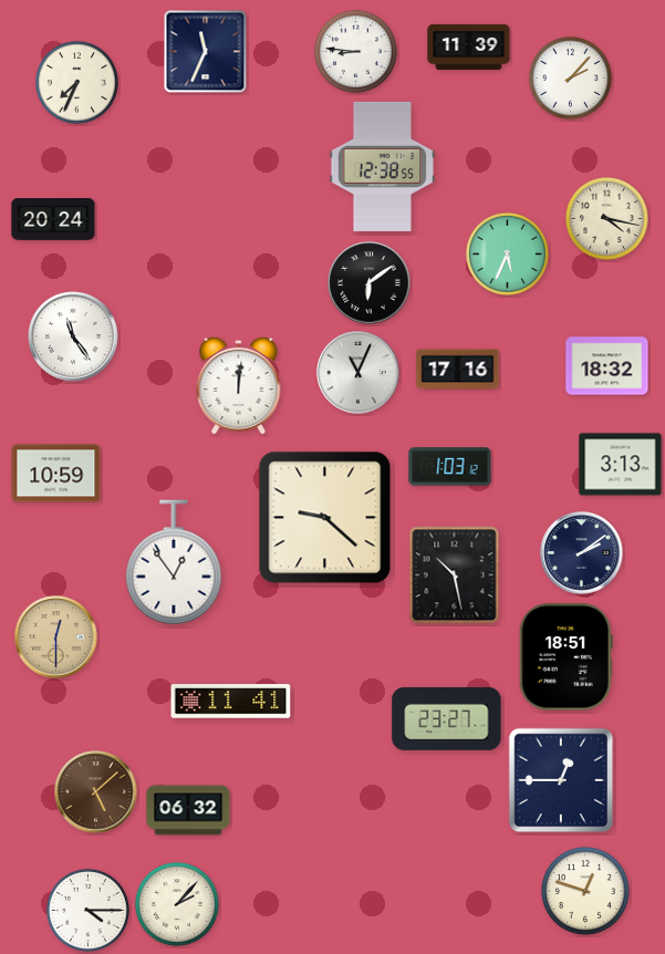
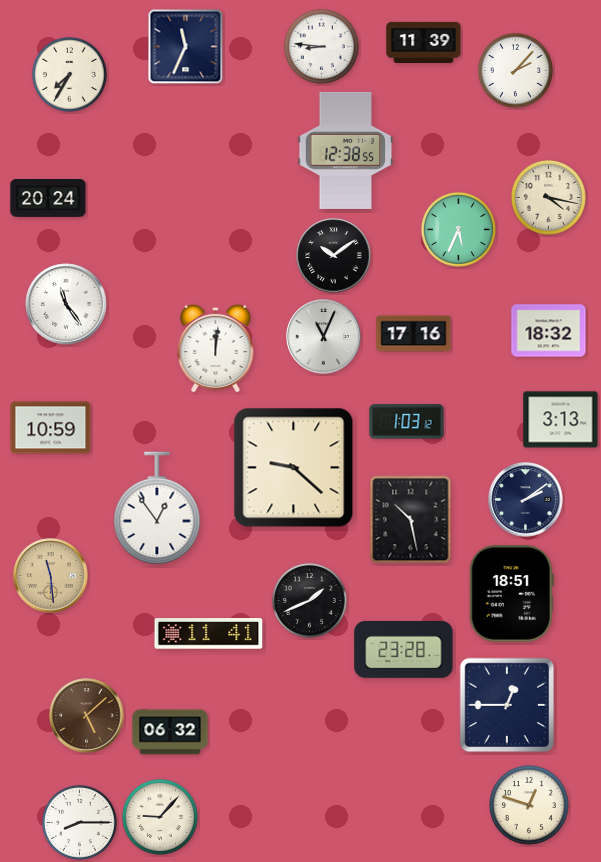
clock at (76, 82): 7:34 -> 7:35
clock at (370, 283): 6:09 -> 10:09
clock at (56, 637): 12:30 -> 11:29
clock at (309, 600): none -> 1:41
clock at (447, 718): 23:27 -> 23:28
clock at (177, 904): 2:07 -> 9:07
clock at (87, 910): 4:15 -> 8:15
